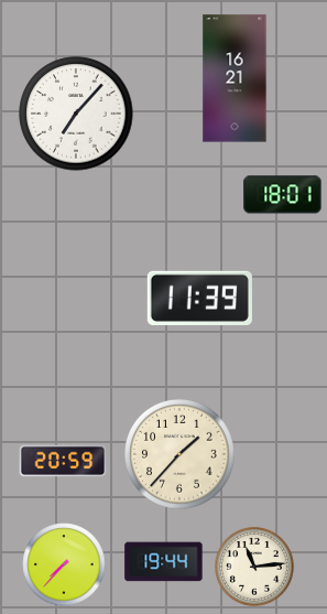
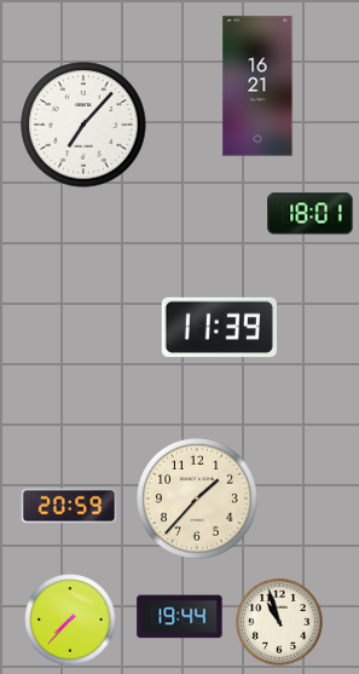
clock at (254, 567): 11:14 -> 10:57
